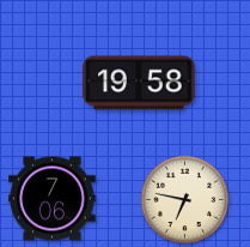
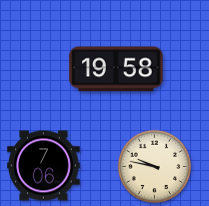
clock at (185, 200): 6:47 -> 9:47
